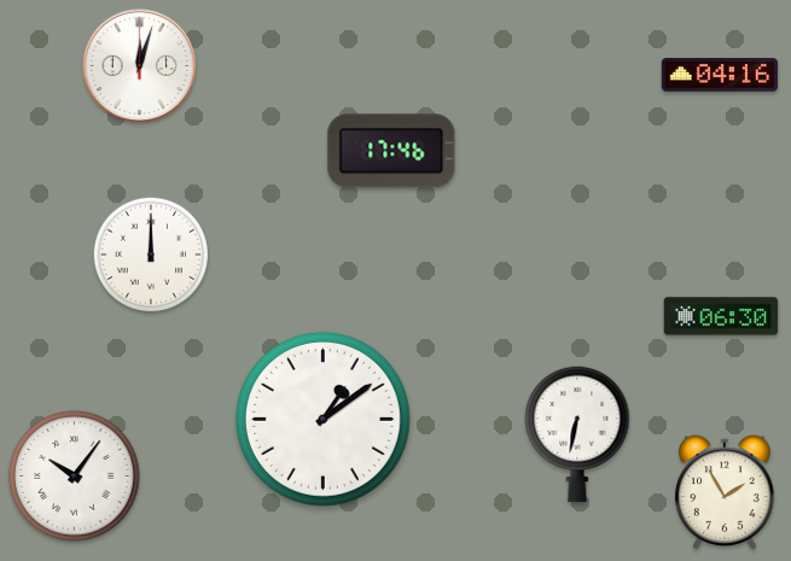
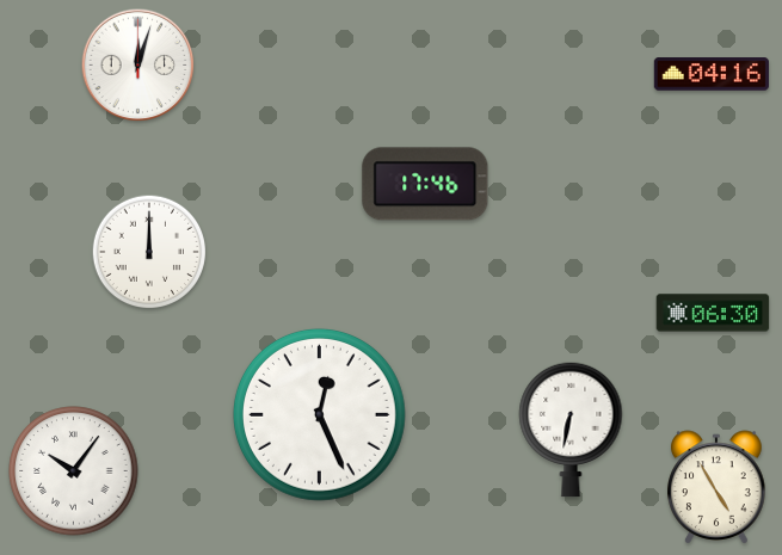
clock at (391, 151) position: (391, 151) -> (425, 184)
clock at (322, 419): 1:09 -> 12:26
clock at (725, 492): 1:55 -> 4:55
